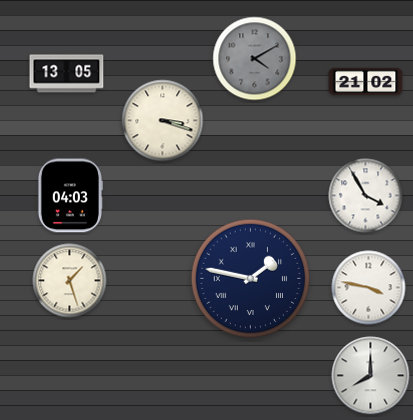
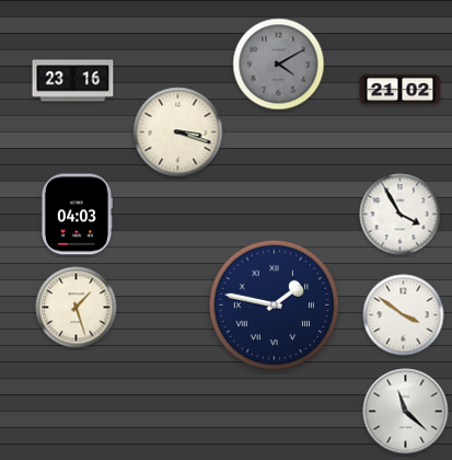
clock at (67, 74): 13:05 -> 23:16
clock at (369, 288): 3:47 -> 3:51
clock at (371, 376): 8:00 -> 11:22
